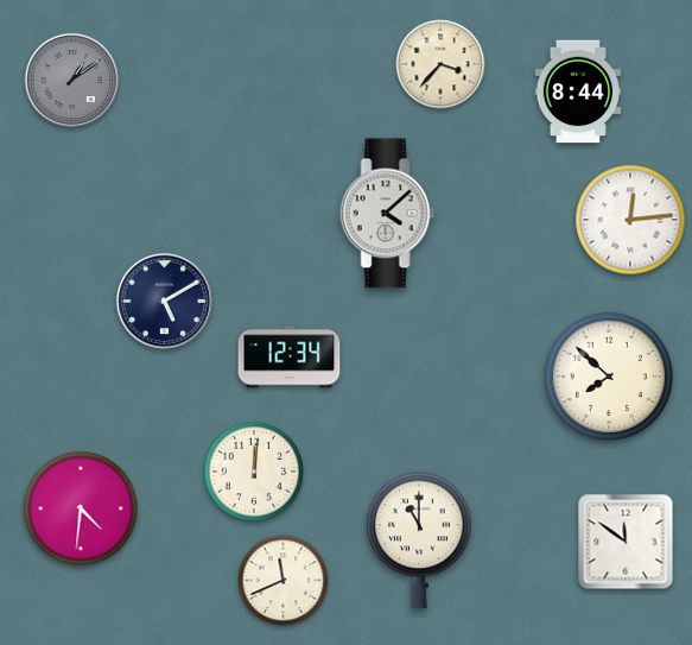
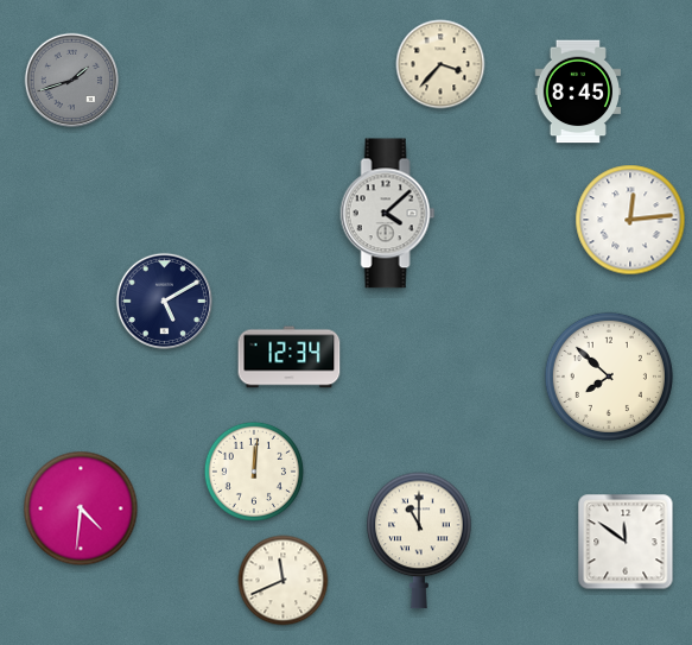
clock at (72, 81): 1:09 -> 1:42
clock at (578, 91): 8:44 -> 8:45
